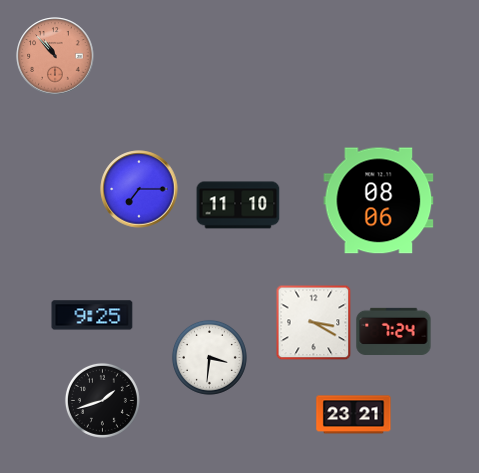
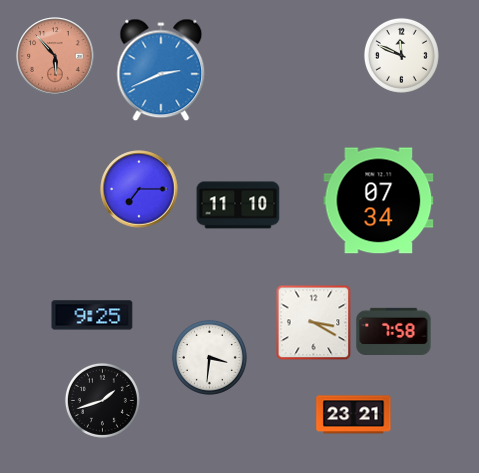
clock at (401, 55): none -> 11:49
clock at (55, 56): 10:53 -> 5:53
clock at (161, 70): none -> 2:41
clock at (379, 201): 08:06 -> 07:34
clock at (394, 331): 7:24 -> 7:58
